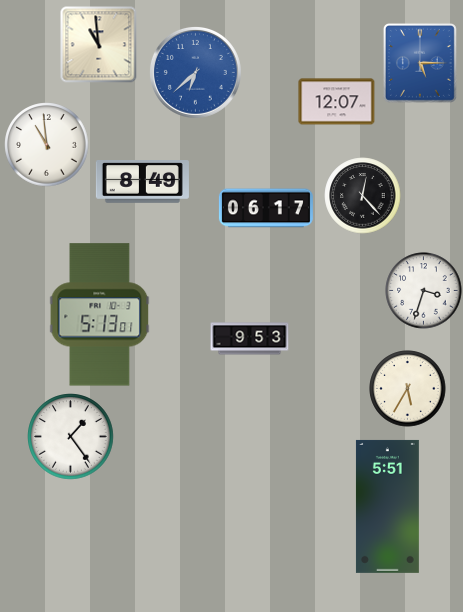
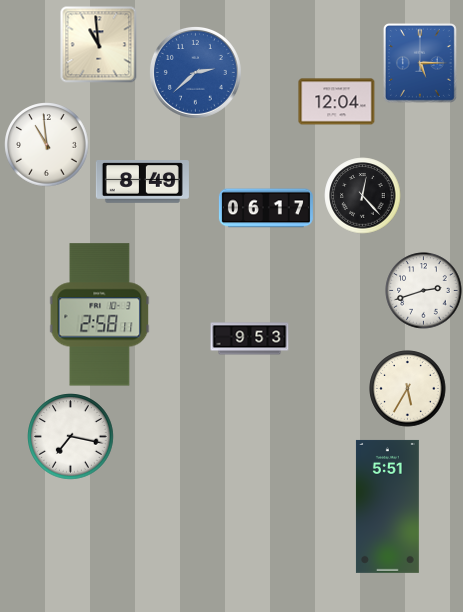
clock at (195, 72): 6:38 -> 2:38
clock at (337, 102): 12:07 -> 12:04
clock at (424, 291): 3:33 -> 2:42
clock at (100, 315): 5:13 -> 2:58
clock at (71, 437): 1:24 -> 7:17
